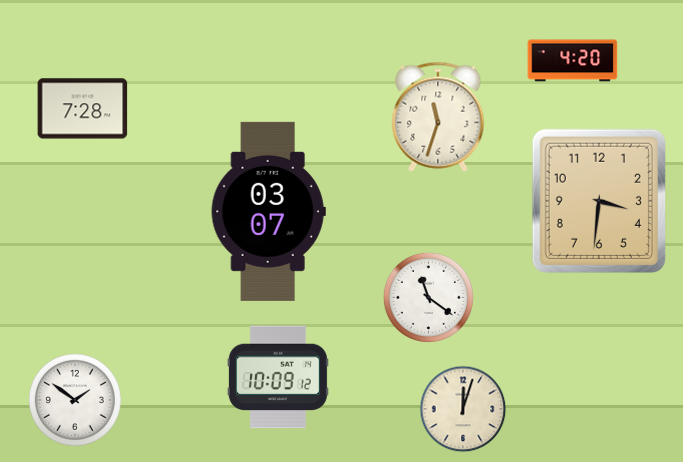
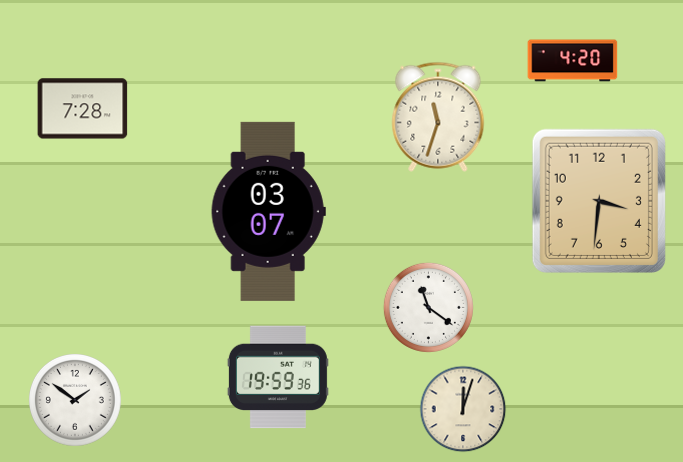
clock at (428, 297) position: (428, 297) -> (428, 307)
clock at (278, 377): 10:09 -> 19:59
